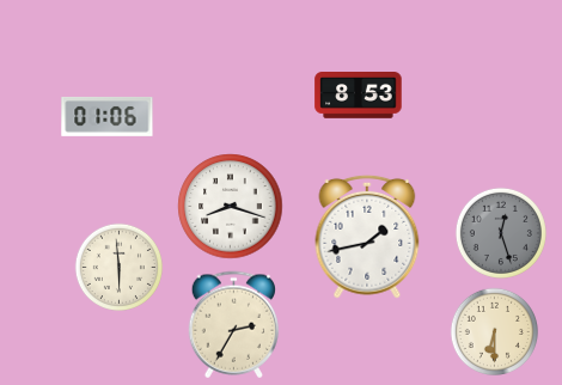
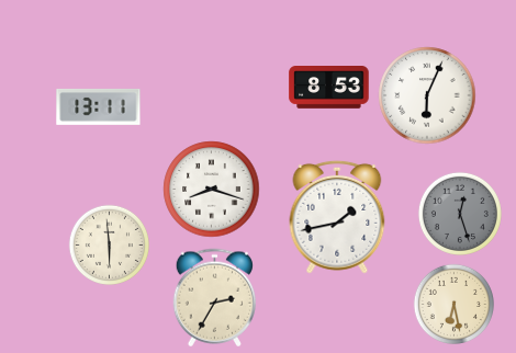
clock at (427, 95): none -> 6:04
clock at (108, 116): 01:06 -> 13:11
clock at (494, 331): 6:30 -> 6:28
